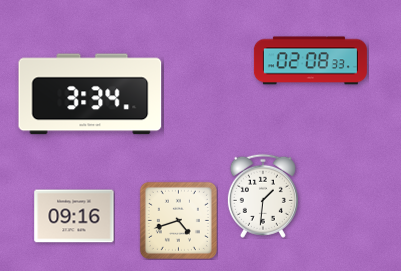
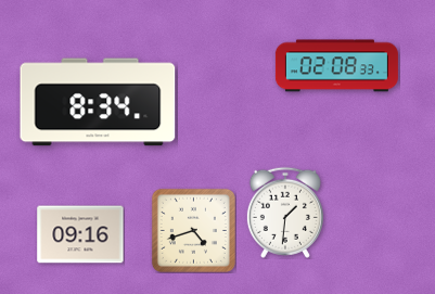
clock at (90, 94): 3:34 -> 8:34
clock at (178, 220) position: (178, 220) -> (193, 230)
